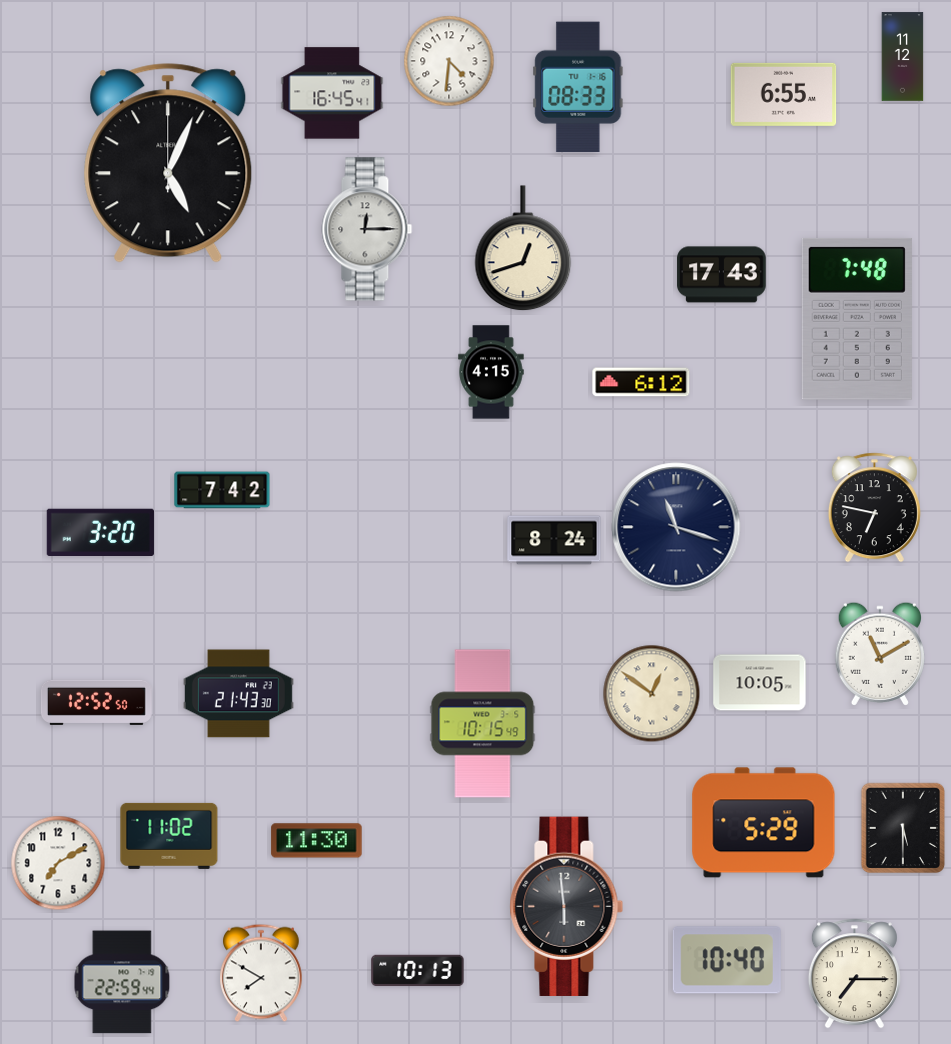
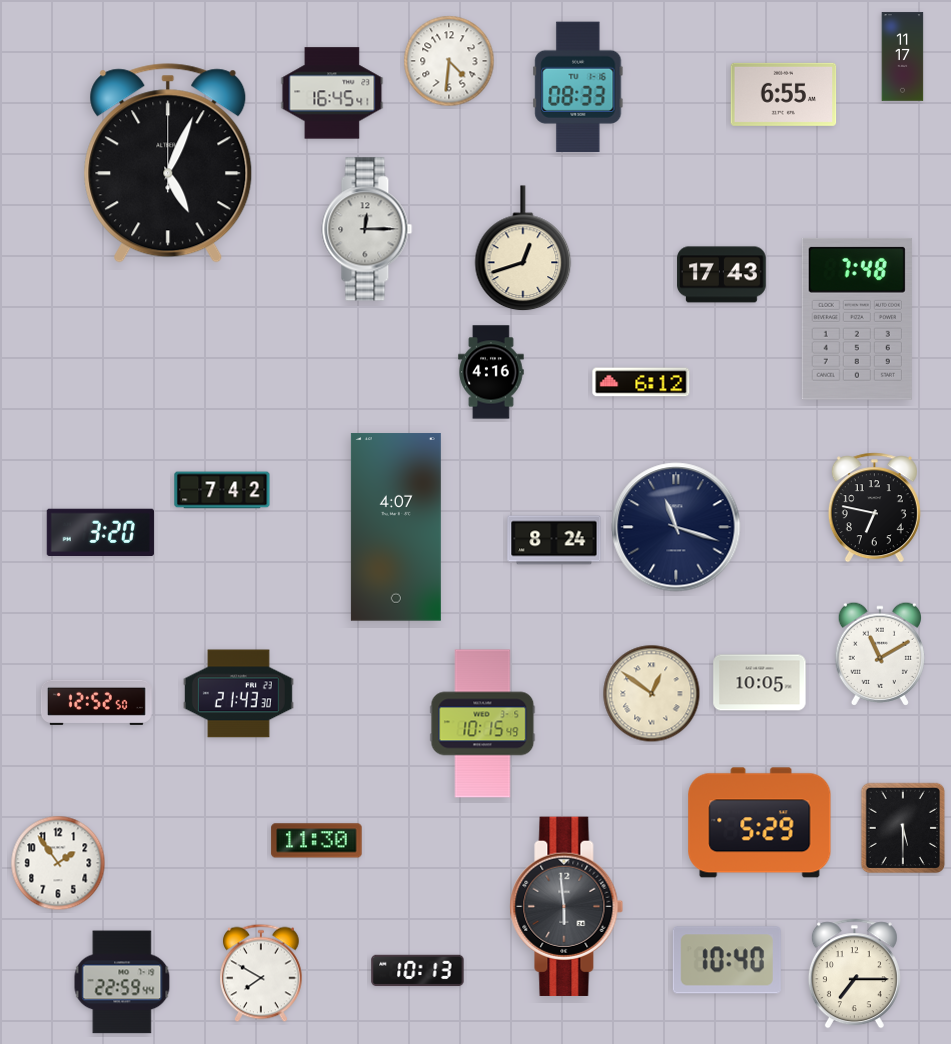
clock at (903, 57): 11:12 -> 11:17
clock at (491, 372): 4:15 -> 4:16
clock at (396, 527): none -> 4:07
clock at (764, 823) position: (764, 823) -> (760, 823)
clock at (169, 836): 11:02 -> none
clock at (58, 863): 7:10 -> 1:54
